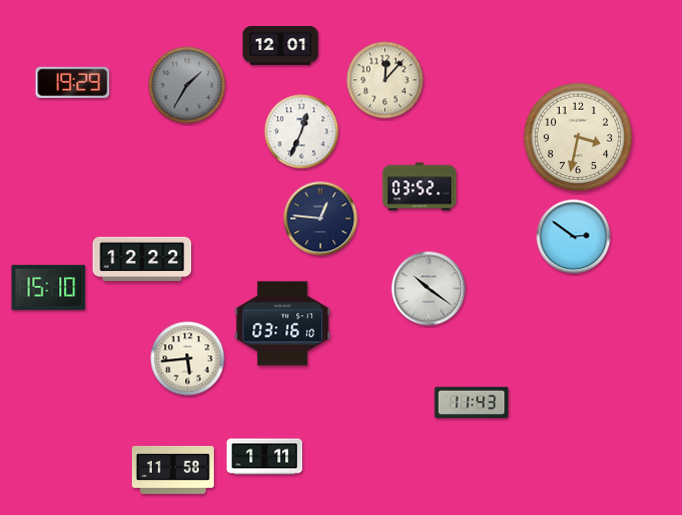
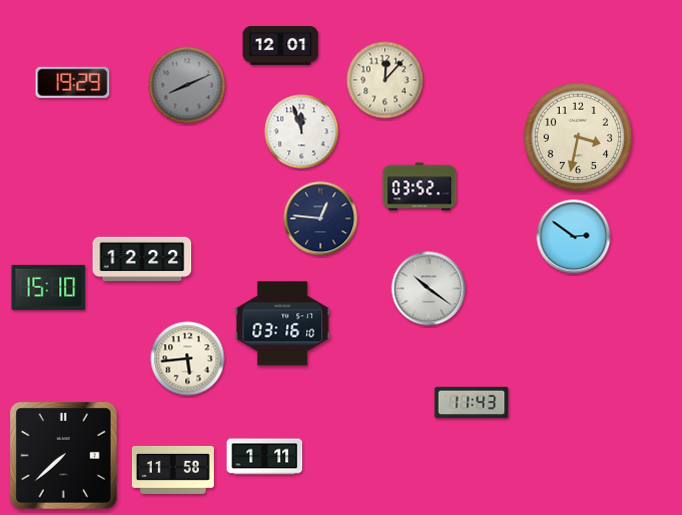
clock at (187, 85): 1:35 -> 8:11
clock at (302, 132): 12:34 -> 11:57
clock at (63, 455): none -> 7:38
